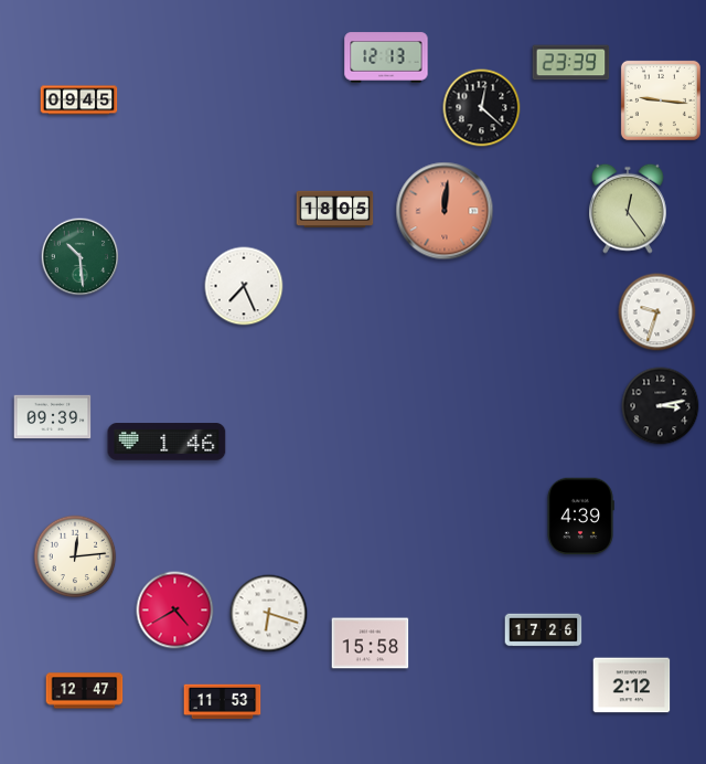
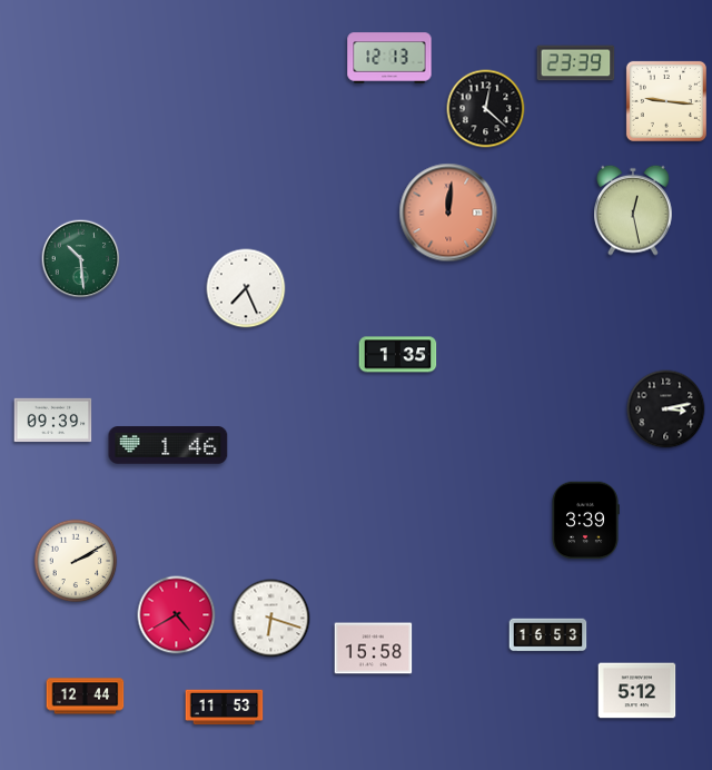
clock at (79, 100): 09:45 -> none
clock at (335, 209): 18:05 -> none
clock at (629, 209): 12:24 -> 12:28
clock at (657, 312): 9:33 -> none
clock at (398, 355): none -> 1:35
clock at (580, 517): 4:39 -> 3:39
clock at (75, 556): 12:14 -> 2:10
clock at (544, 630): 17:26 -> 16:53
clock at (632, 686): 2:12 -> 5:12
clock at (85, 691): 12:47 -> 12:44
